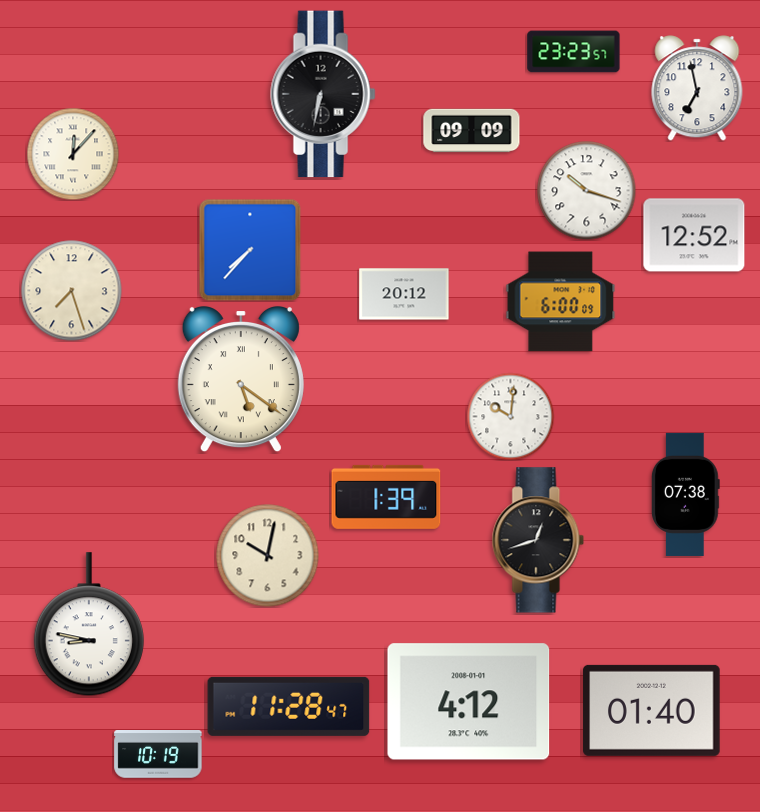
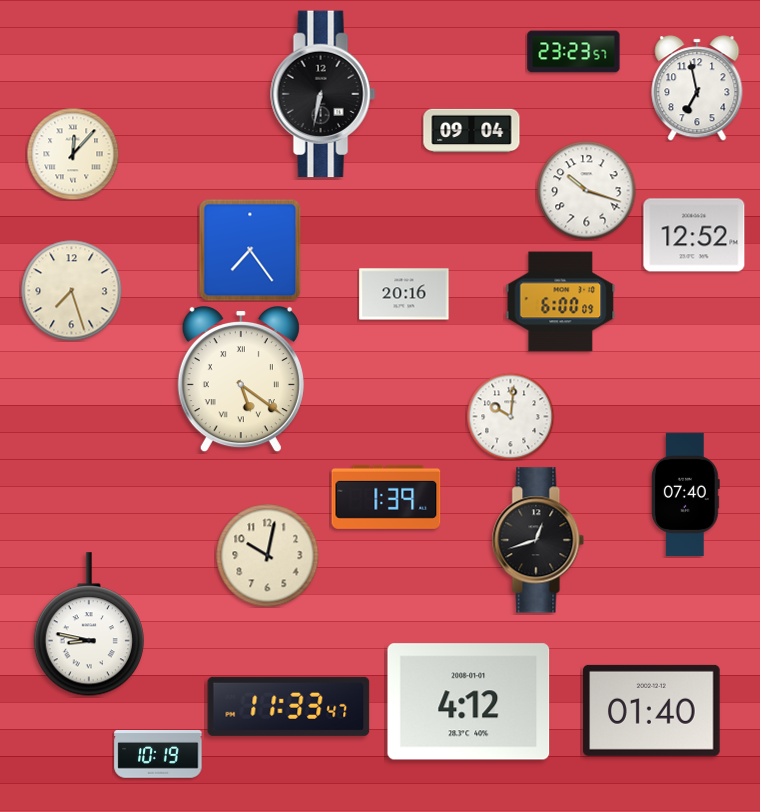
clock at (472, 131): 09:09 -> 09:04
clock at (250, 250): 7:37 -> 7:24
clock at (404, 294): 20:12 -> 20:16
clock at (685, 494): 07:38 -> 07:40
clock at (289, 706): 11:28 -> 11:33
